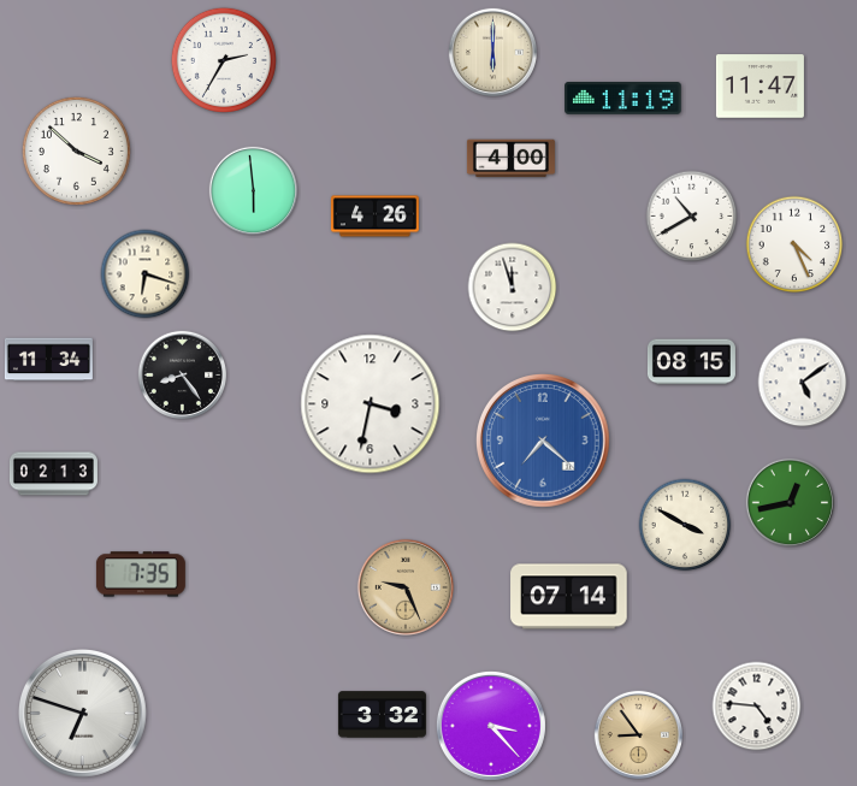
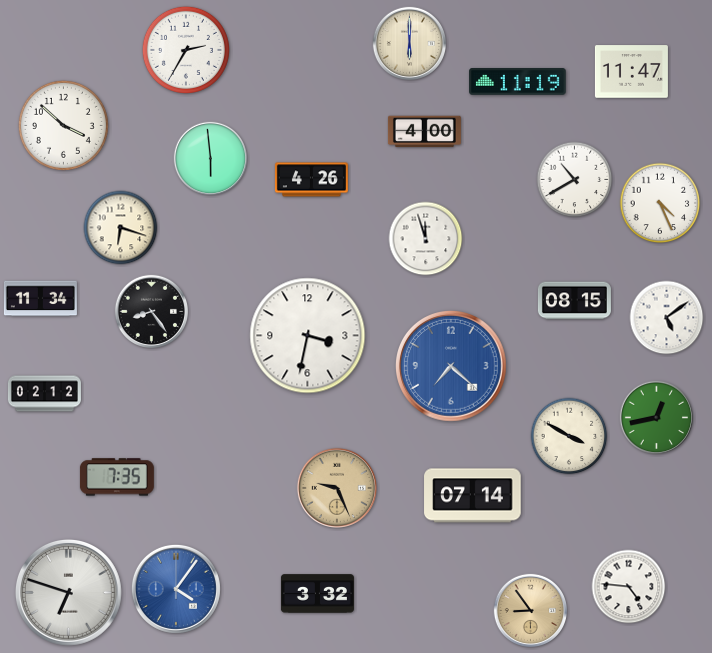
clock at (53, 474): 02:13 -> 02:12
clock at (176, 589): none -> 4:06
clock at (491, 726): 3:23 -> none
